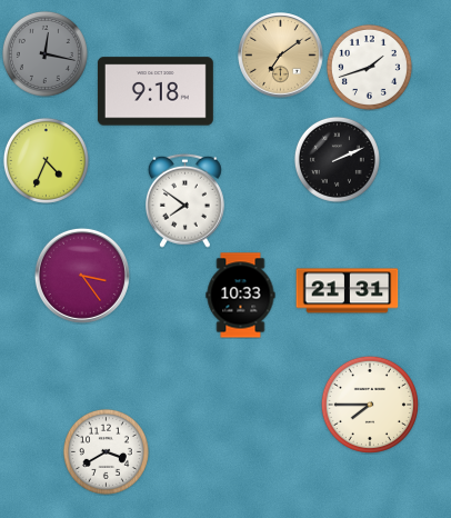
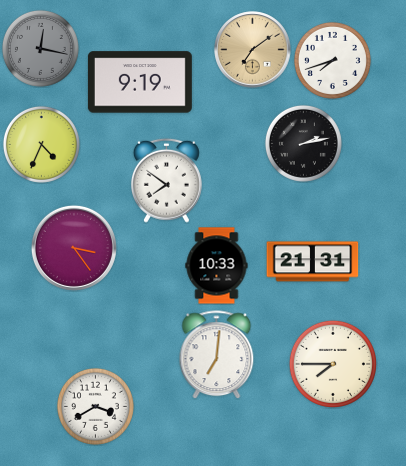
clock at (369, 67): 1:42 -> 7:42
clock at (156, 91): 9:18 -> 9:19
clock at (337, 159): 2:11 -> 2:13
clock at (217, 355): none -> 7:01
